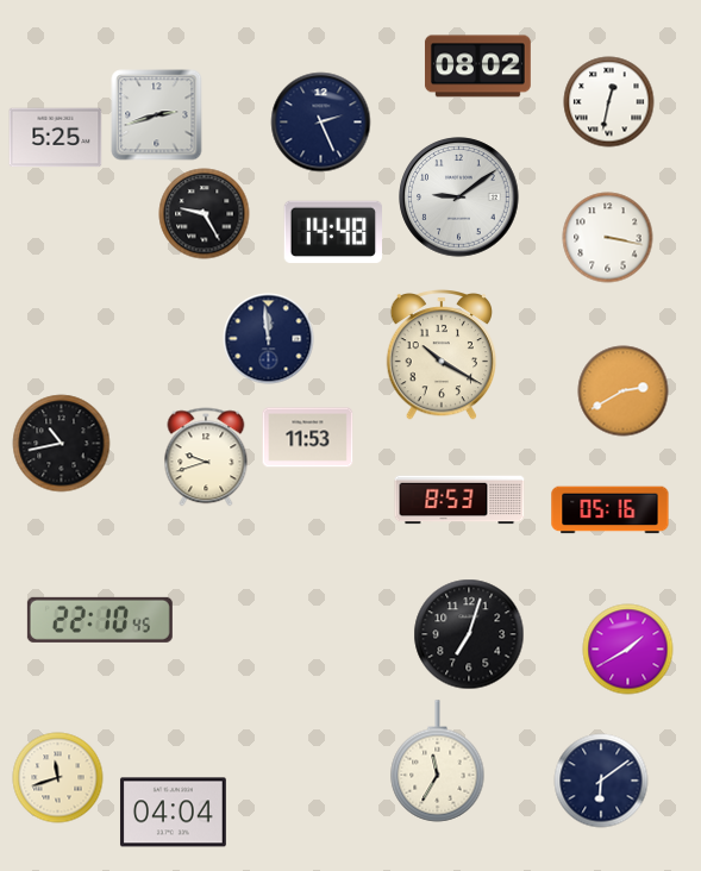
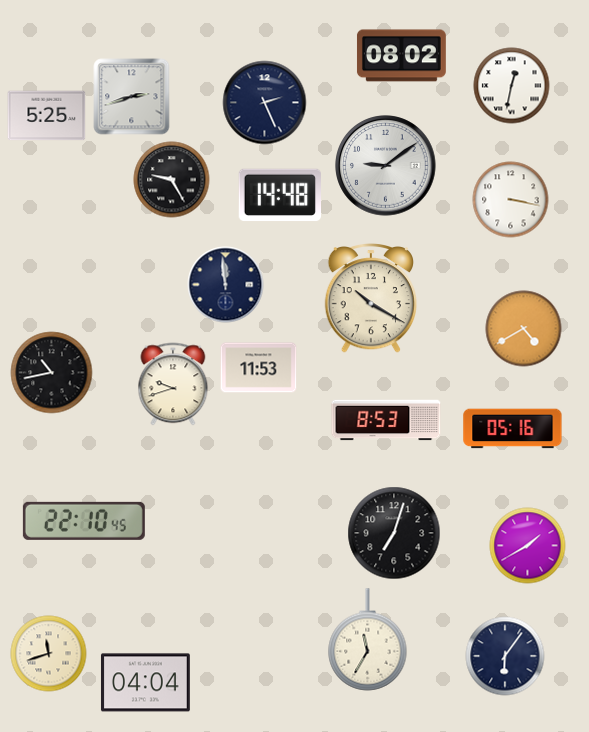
clock at (321, 123) position: (321, 123) -> (265, 103)
clock at (624, 391): 2:40 -> 4:40
clock at (601, 781): 6:09 -> 6:06
